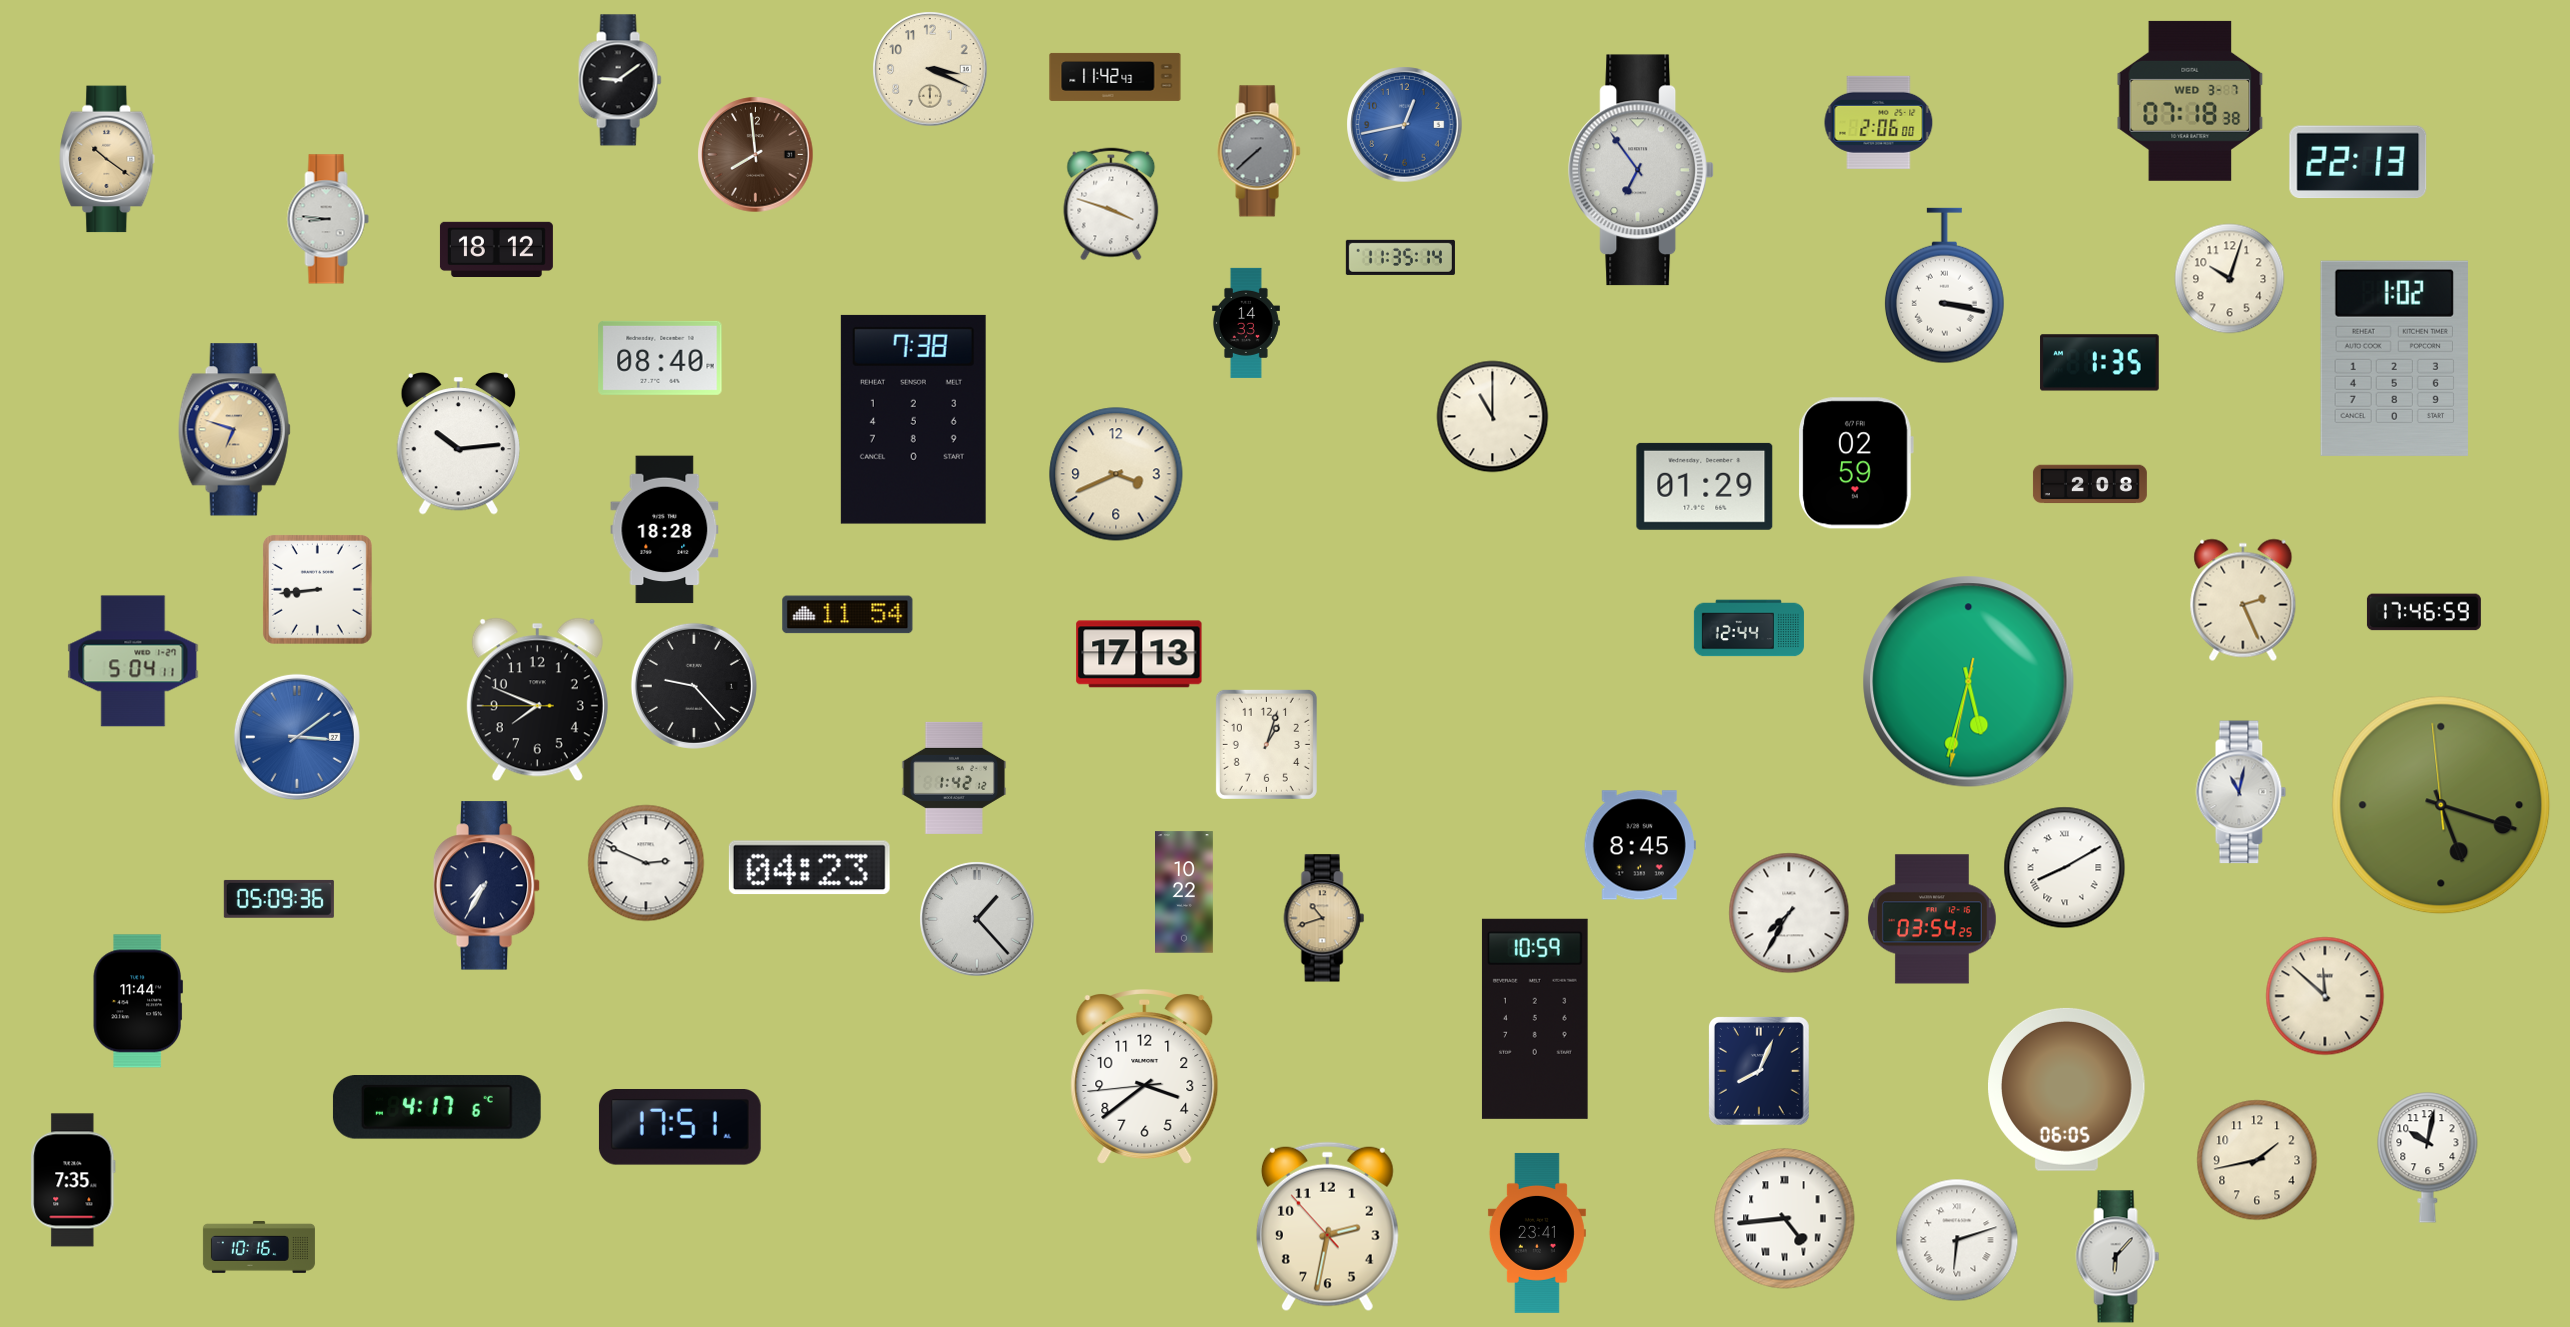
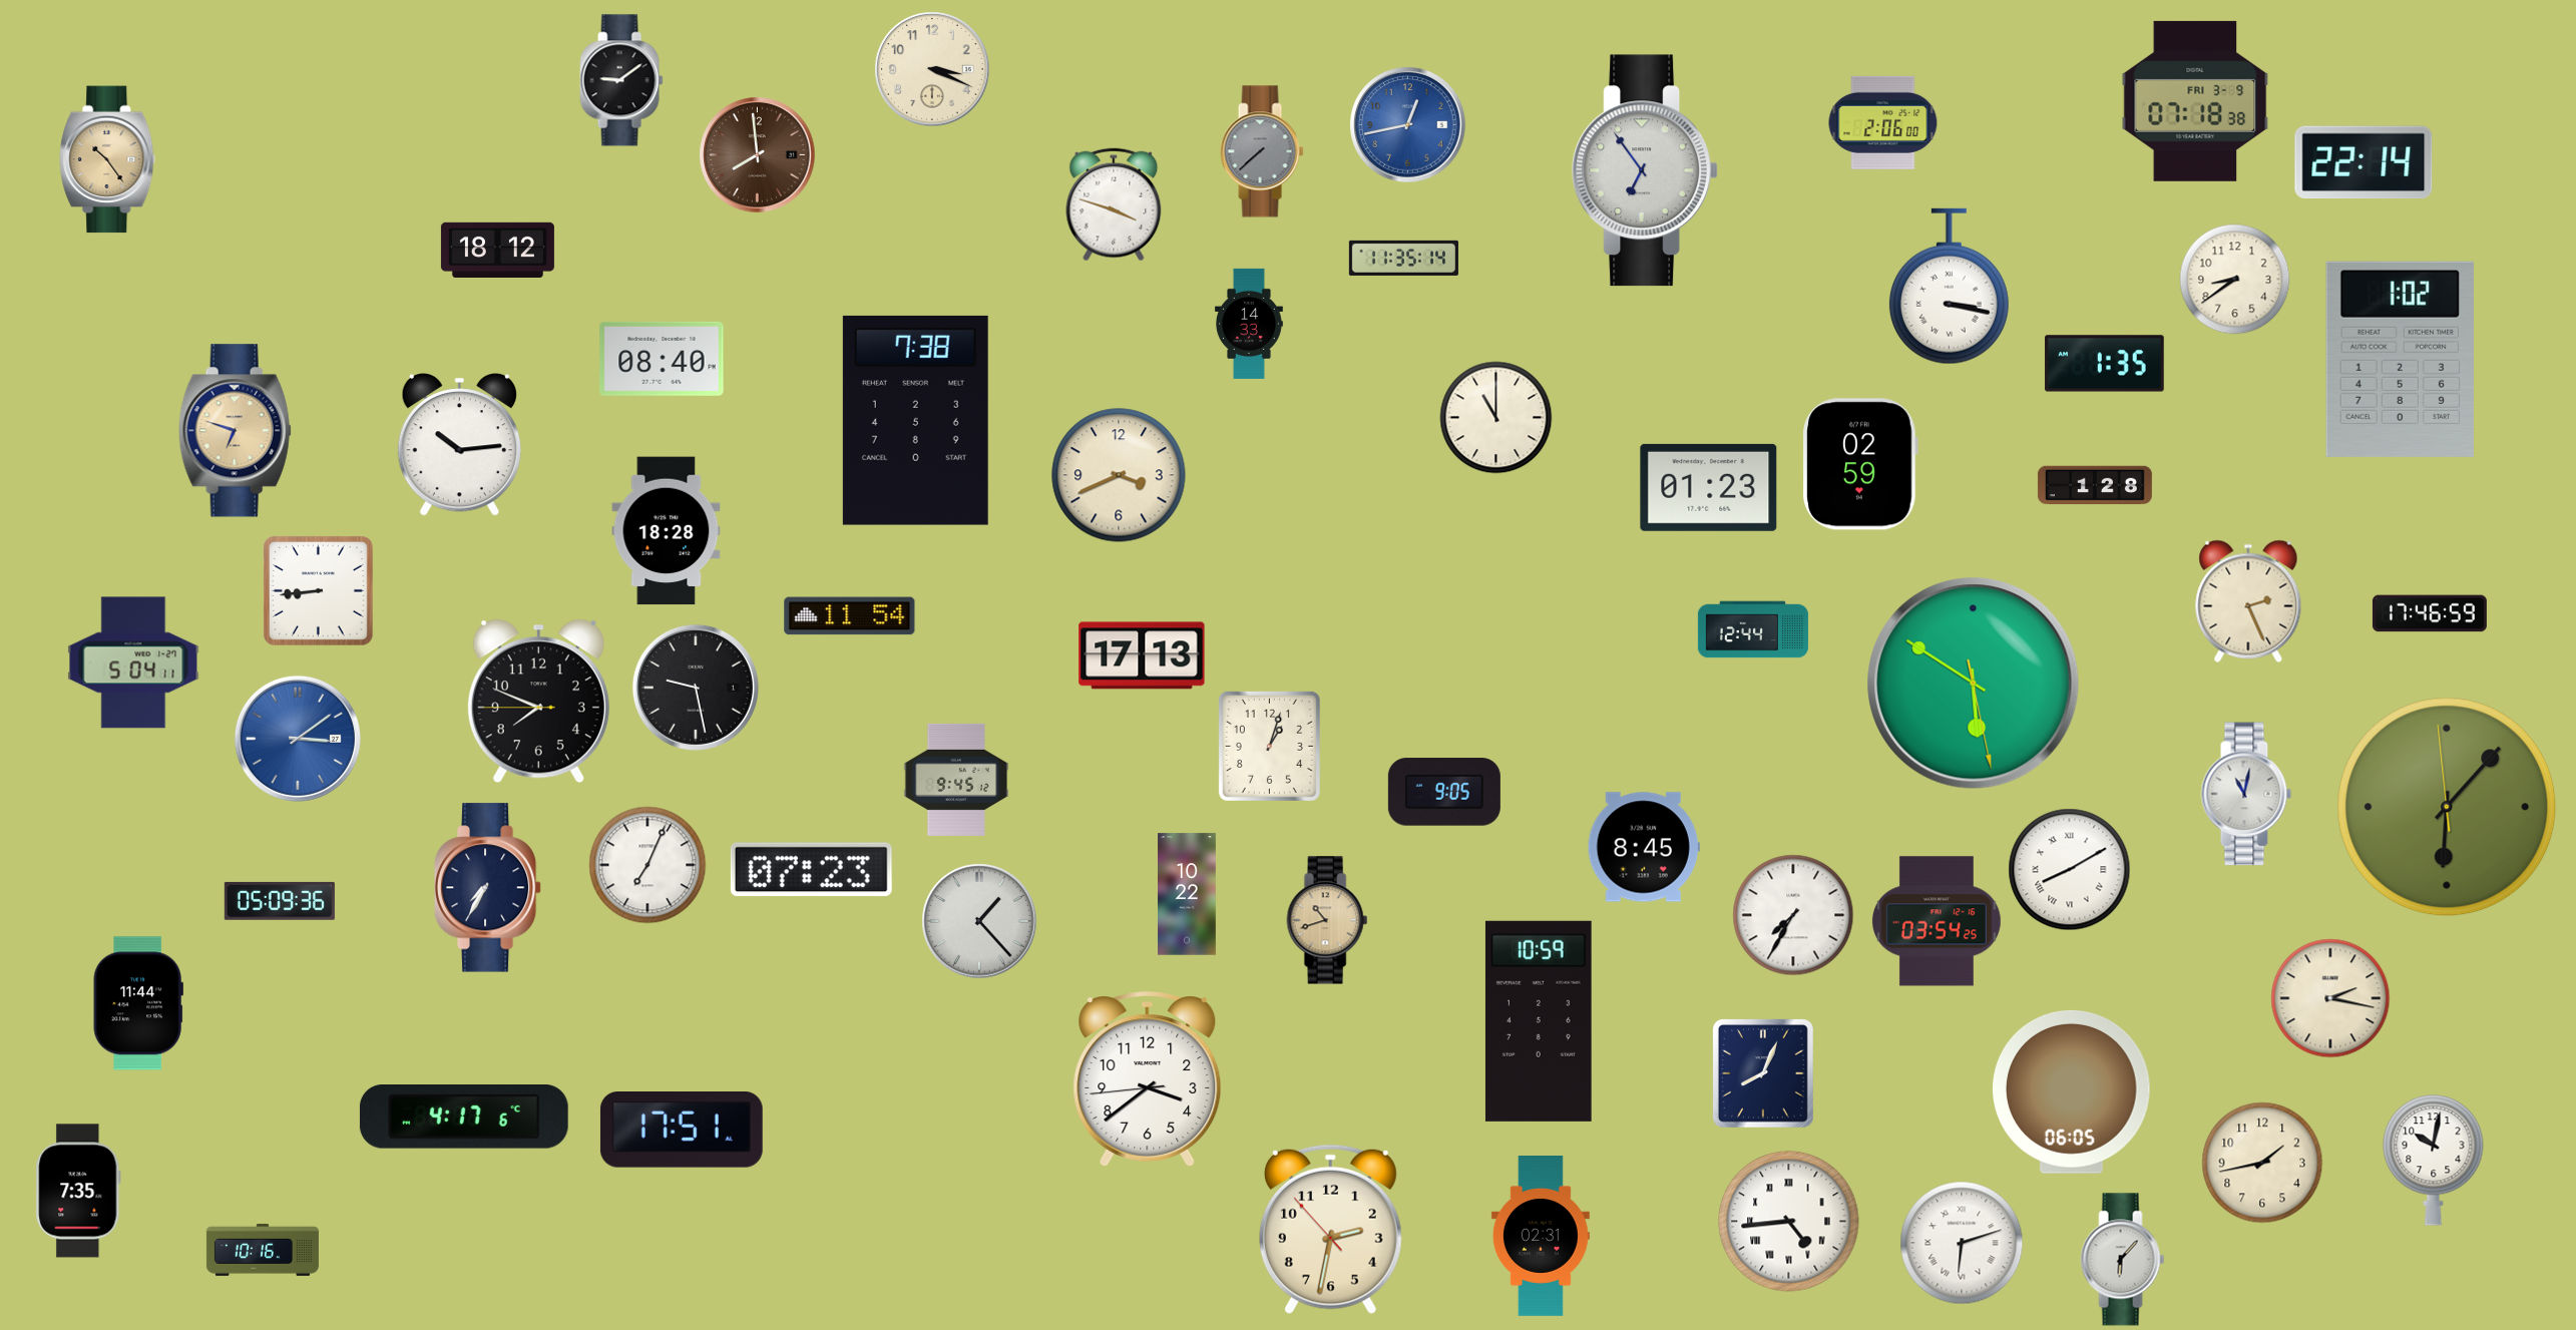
clock at (1115, 77): 11:42 -> none
clock at (2190, 101) date: WED 3-7 -> FRI 3-9
clock at (107, 159): 10:21 -> 10:24
clock at (2358, 162): 22:13 -> 22:14
clock at (328, 219): 8:46 -> none
clock at (2230, 279): 10:03 -> 8:39
clock at (2090, 484): 2:08 -> 1:28
clock at (1705, 486): 01:29 -> 01:23
clock at (1969, 682): 5:32 -> 5:50
clock at (694, 686): 9:23 -> 9:28
clock at (954, 778): 1:42 -> 9:45
clock at (1444, 792): none -> 9:05
clock at (2441, 805): 5:17 -> 6:06
clock at (646, 863): 2:49 -> 7:04
clock at (809, 868): 04:23 -> 07:23
clock at (2325, 996): 11:52 -> 2:17
clock at (437, 1107) position: (437, 1107) -> (464, 1117)
clock at (73, 1180) position: (73, 1180) -> (78, 1191)
clock at (1537, 1233): 23:41 -> 02:31
clock at (259, 1247) position: (259, 1247) -> (263, 1250)
